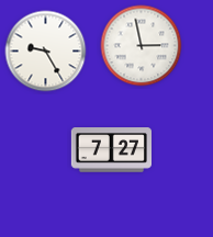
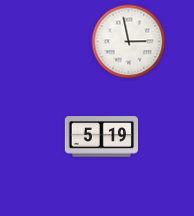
clock at (46, 52): 9:25 -> none
clock at (111, 150): 7:27 -> 5:19
